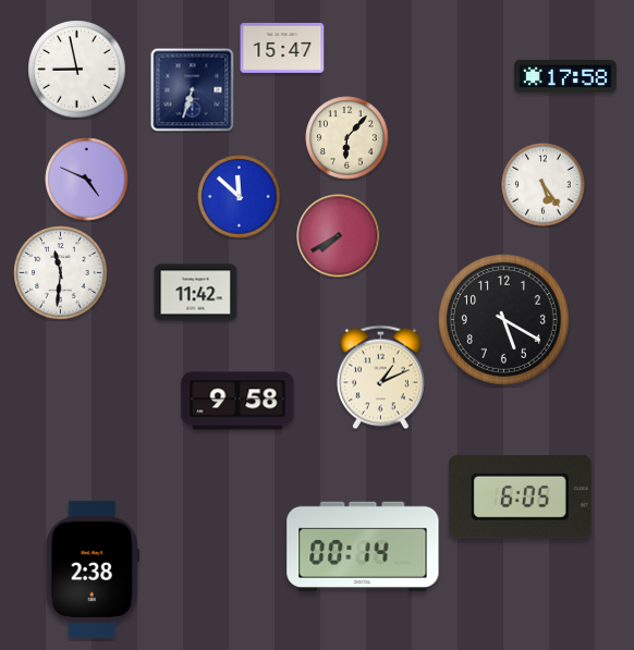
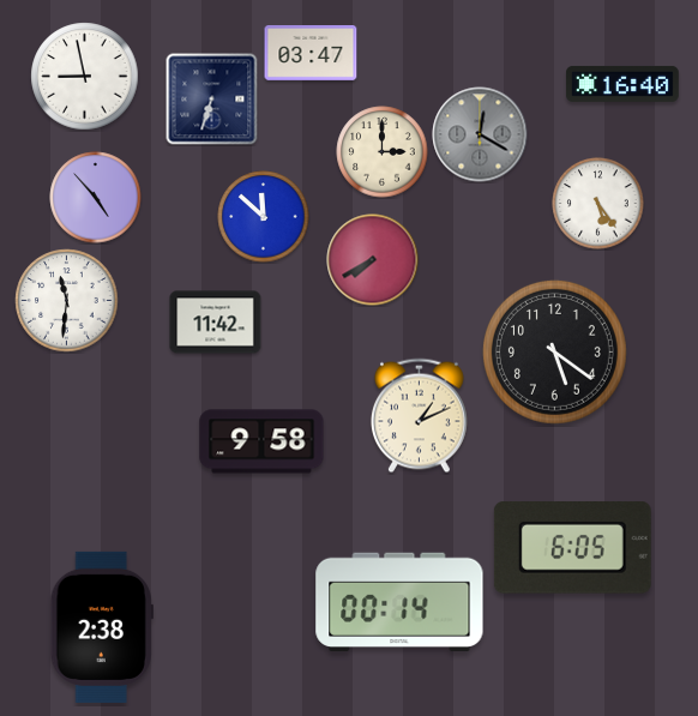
clock at (282, 49): 15:47 -> 03:47
clock at (566, 76): 17:58 -> 16:40
clock at (480, 134): none -> 12:20
clock at (348, 138): 6:07 -> 3:00
clock at (87, 180): 4:49 -> 4:53
clock at (503, 319): 5:20 -> 5:21
